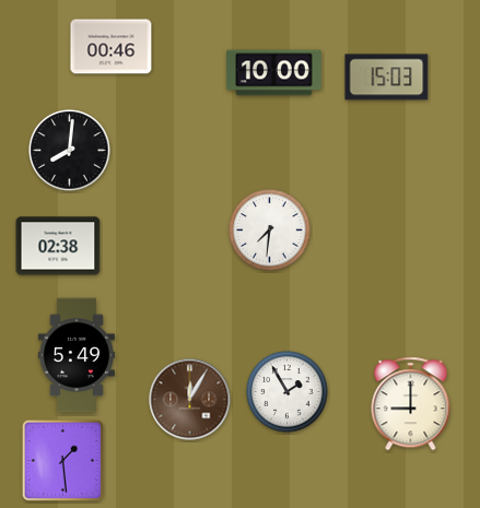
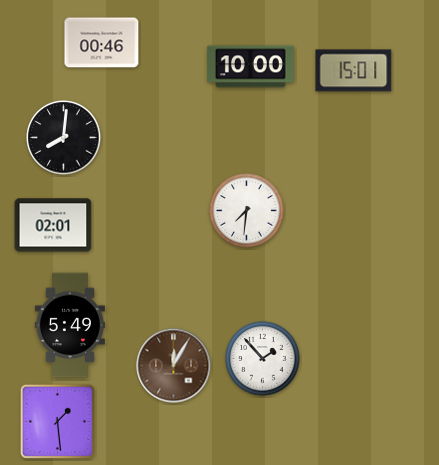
clock at (387, 78): 15:03 -> 15:01
clock at (58, 246): 02:38 -> 02:01
clock at (288, 392): 1:55 -> 1:53
clock at (411, 404): 9:00 -> none
